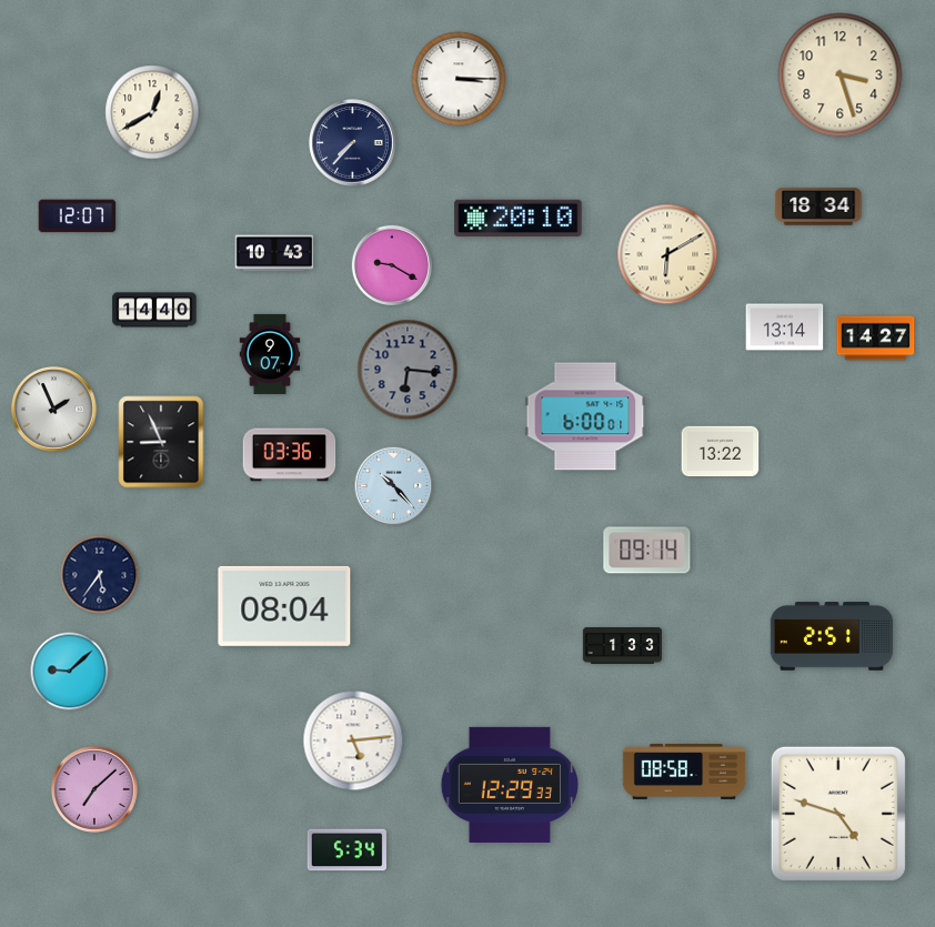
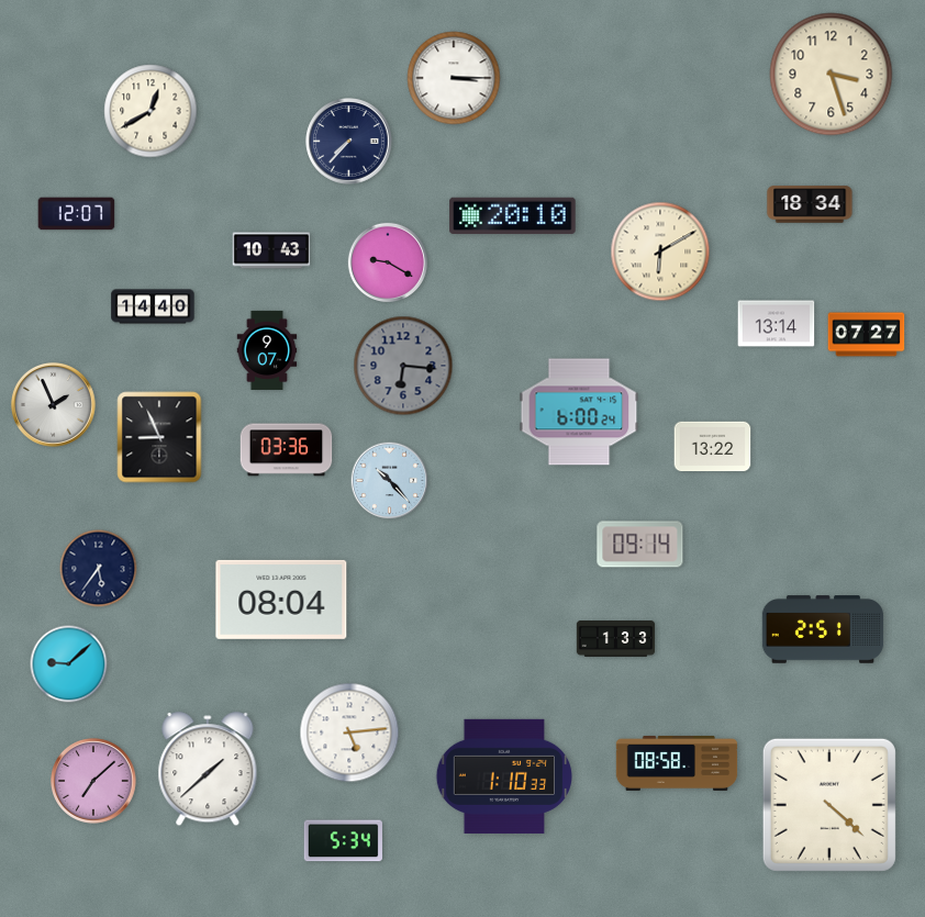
clock at (876, 339): 14:27 -> 07:27
clock at (585, 416): 6:00:01 -> 6:00:24
clock at (208, 770): none -> 1:38
clock at (509, 785): 12:29 -> 1:10
clock at (838, 814): 4:48 -> 4:22
